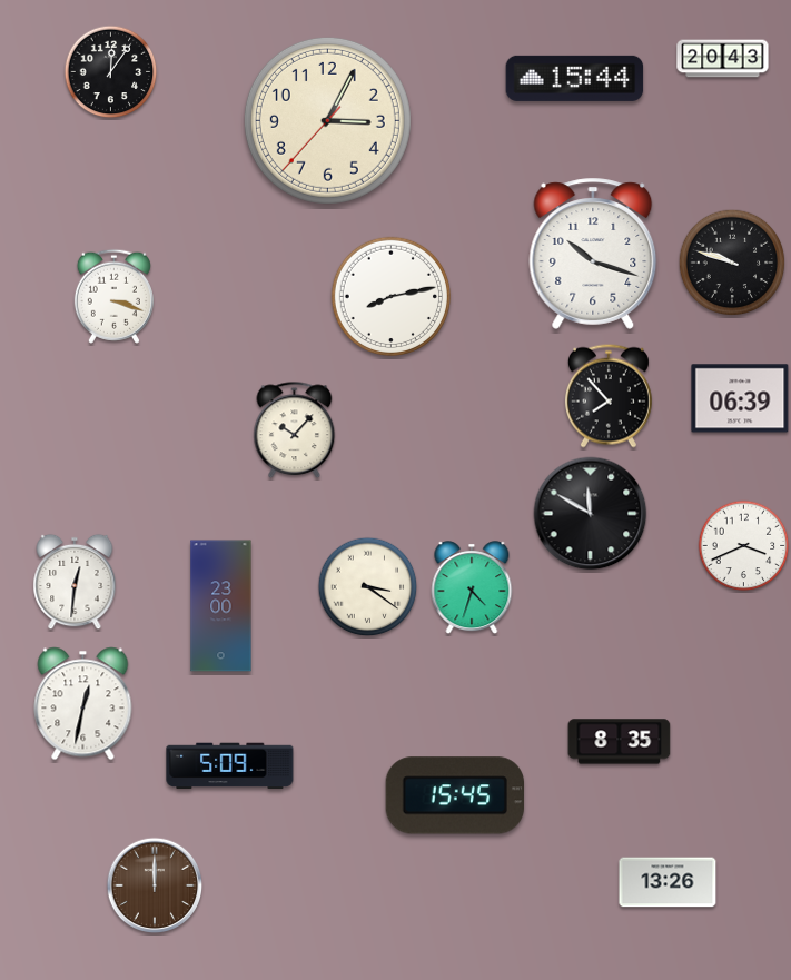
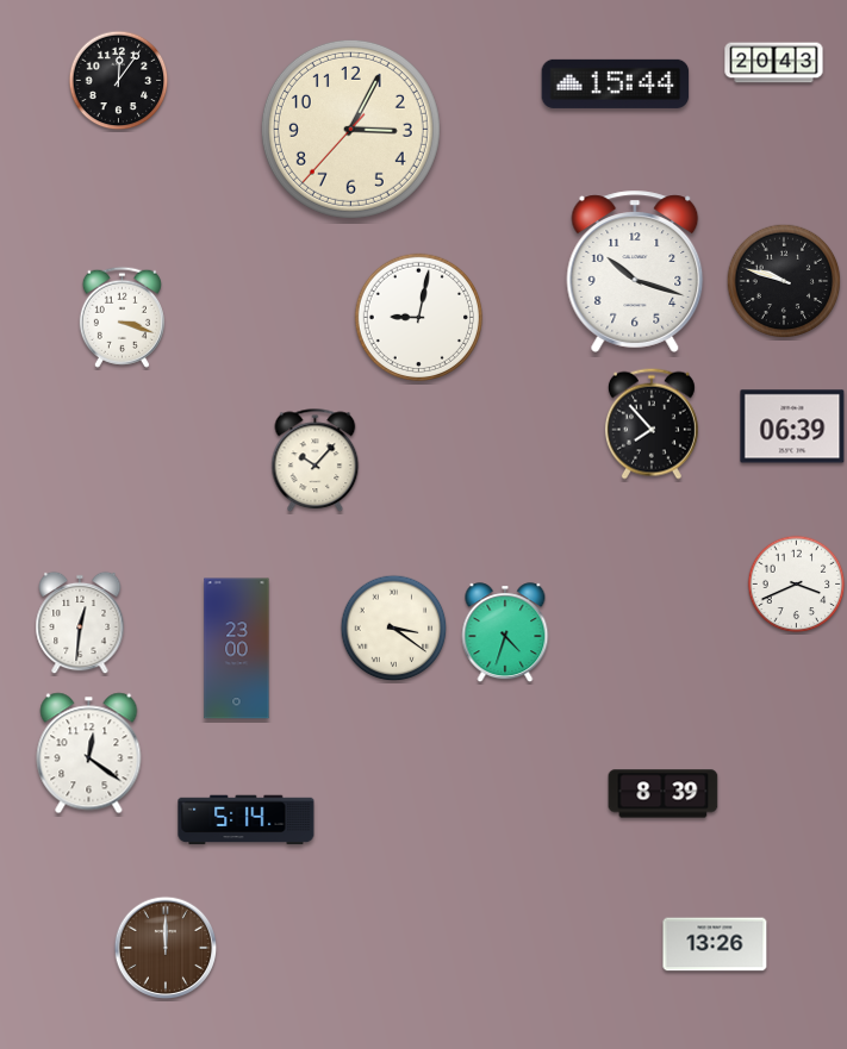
clock at (111, 72) position: (111, 72) -> (119, 81)
clock at (390, 296): 8:13 -> 9:02
clock at (591, 514): 11:50 -> none
clock at (472, 588) position: (472, 588) -> (505, 633)
clock at (83, 704): 12:32 -> 12:21
clock at (620, 742): 8:35 -> 8:39
clock at (230, 766): 5:09 -> 5:14
clock at (454, 795): 15:45 -> none
